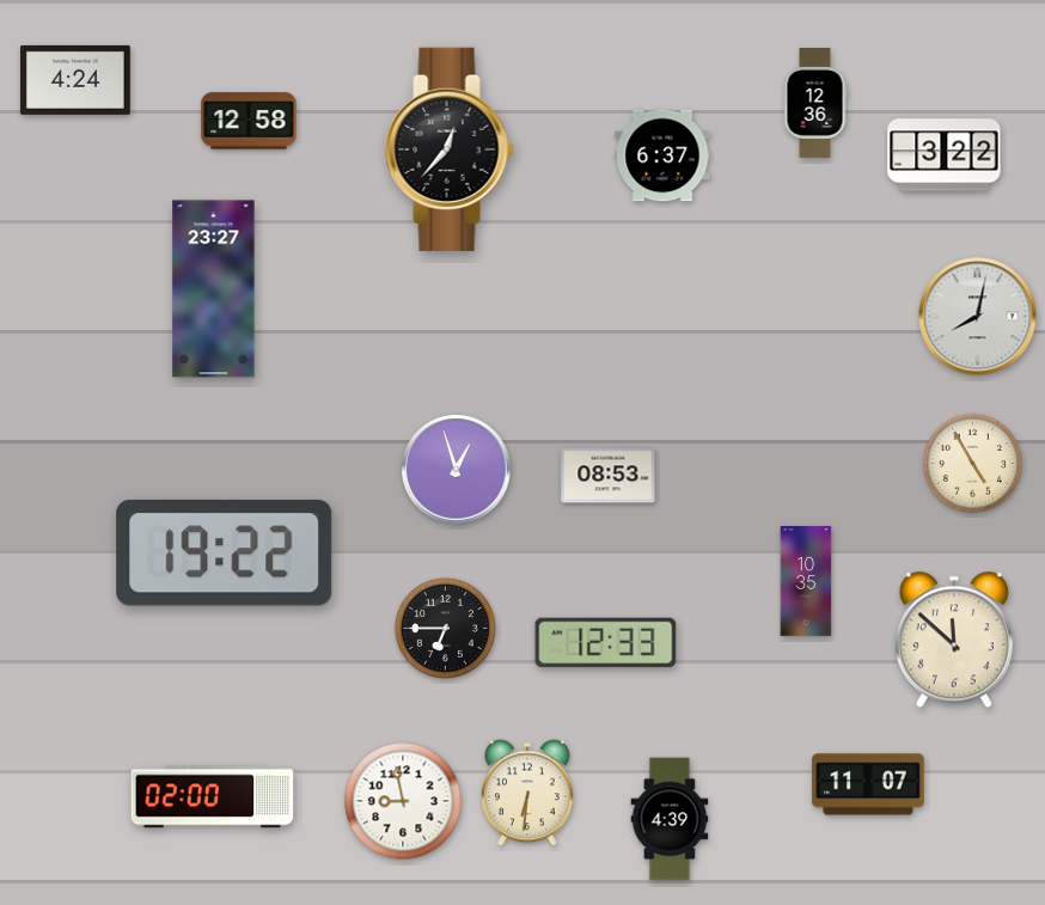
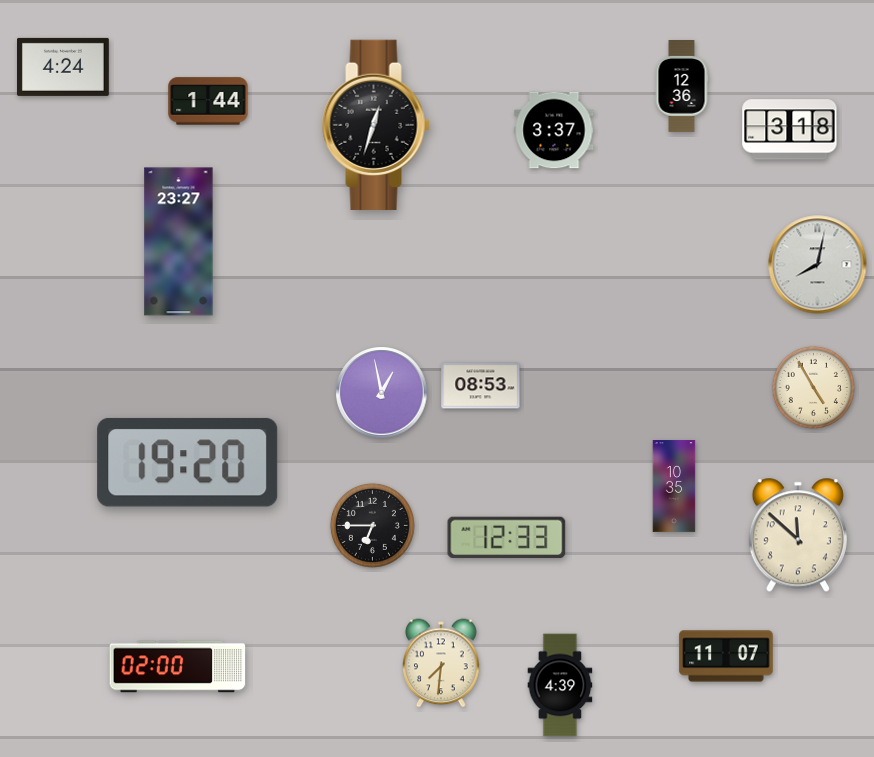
clock at (249, 121): 12:58 -> 1:44
clock at (450, 149): 12:37 -> 12:33
clock at (662, 155): 6:37 -> 3:37
clock at (945, 155): 3:22 -> 3:18
clock at (457, 470): 12:57 -> 12:58
clock at (609, 476) position: (609, 476) -> (481, 386)
clock at (225, 552): 19:22 -> 19:20
clock at (527, 793): 6:31 -> 7:31
clock at (403, 801): 8:58 -> none
